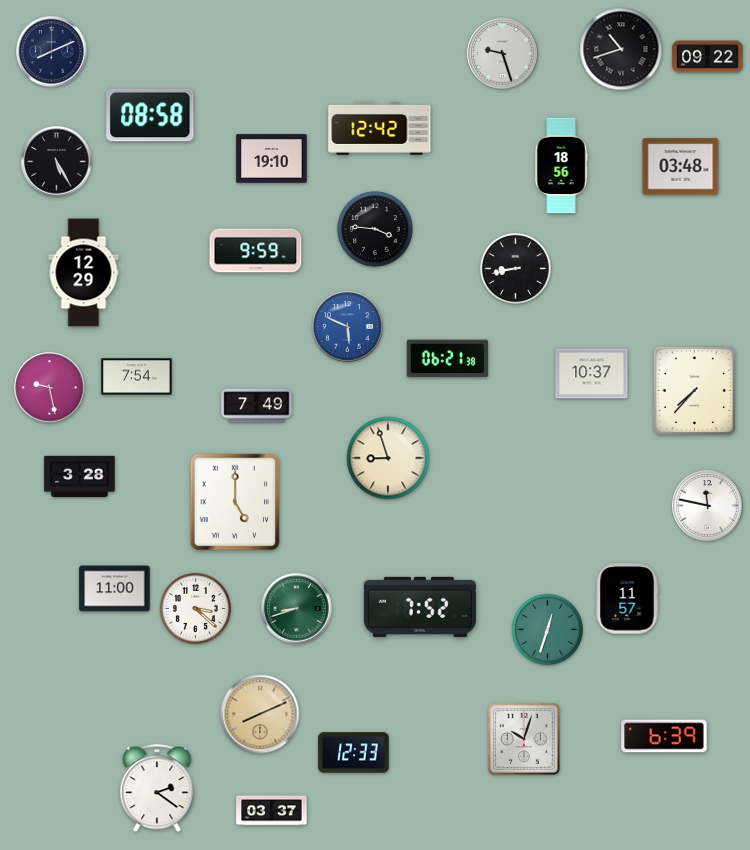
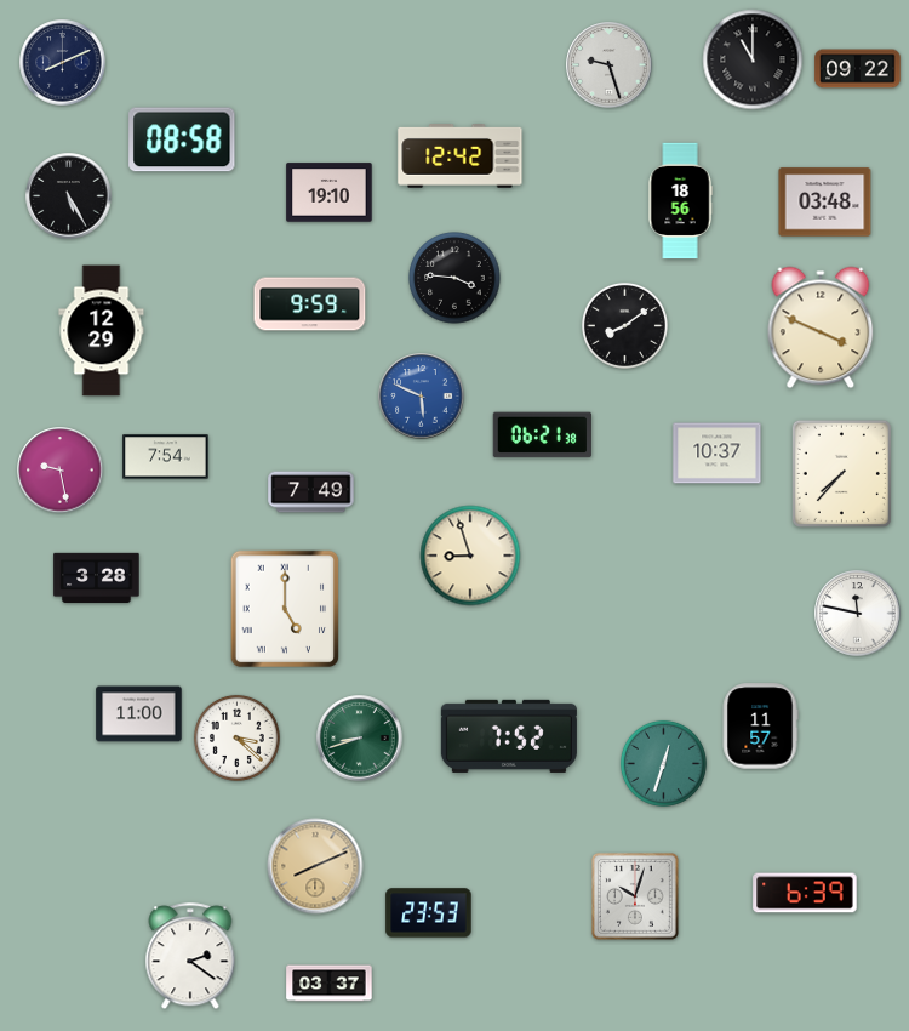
clock at (621, 49): 10:42 -> 11:00
clock at (515, 268): 8:43 -> 8:09
clock at (821, 327): none -> 3:49
clock at (354, 753): 12:33 -> 23:53
